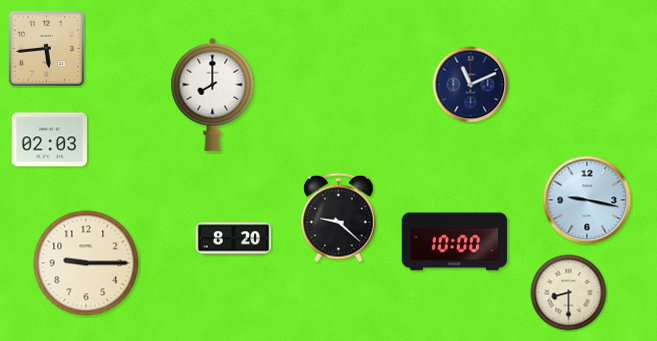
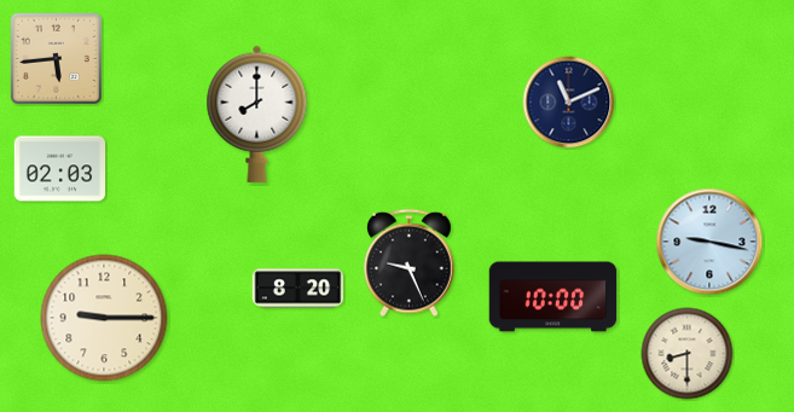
clock at (339, 218): 9:22 -> 9:26
clock at (234, 239) position: (234, 239) -> (299, 289)
clock at (455, 242) position: (455, 242) -> (554, 297)
